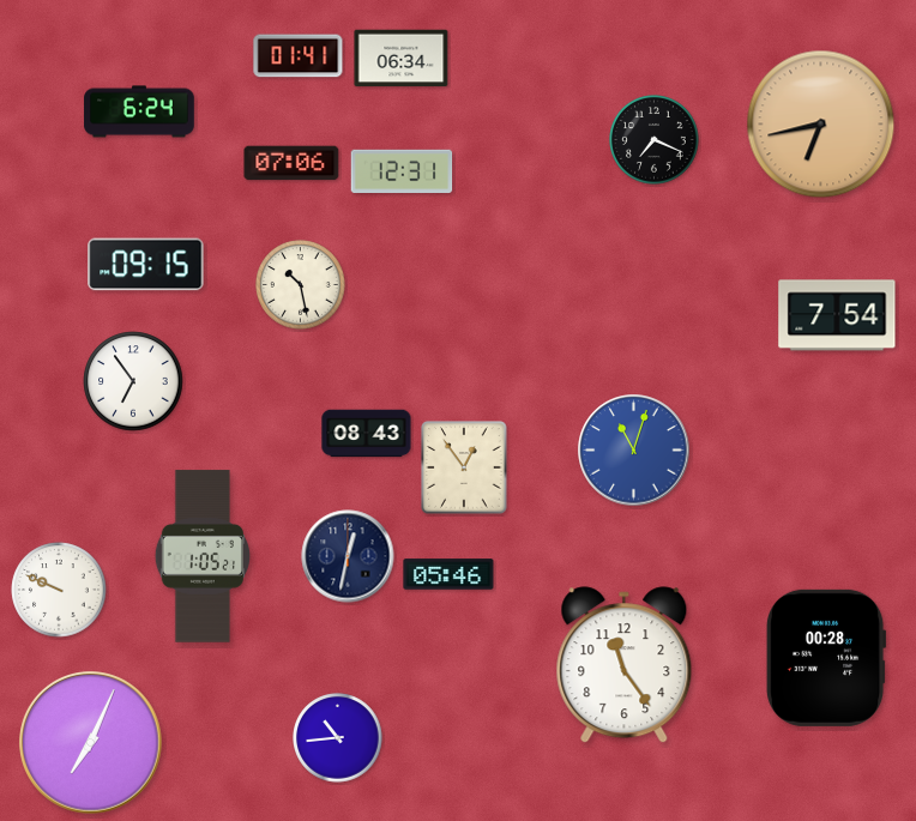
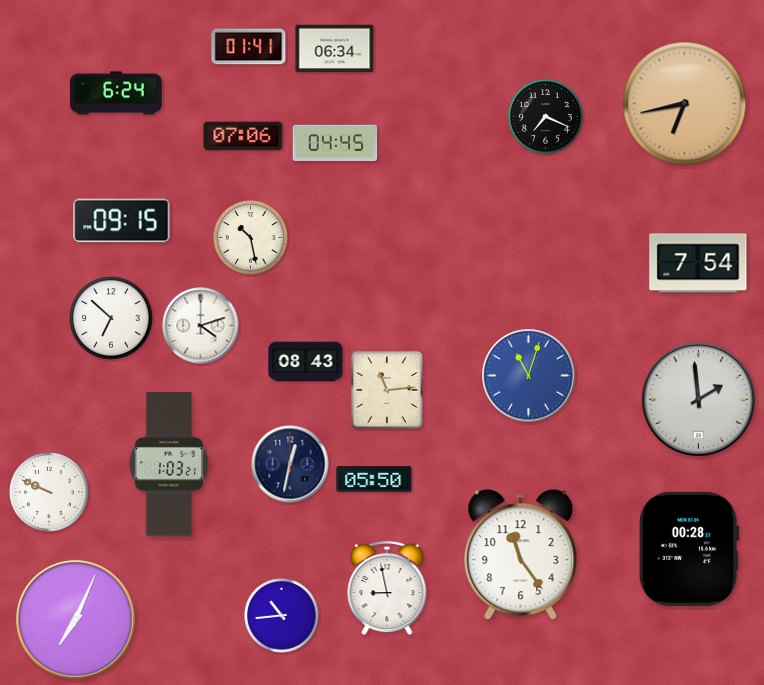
clock at (402, 171): 12:31 -> 04:45
clock at (133, 381): 6:54 -> 6:52
clock at (201, 326): none -> 4:12
clock at (464, 467): 12:54 -> 11:14
clock at (699, 400): none -> 1:59
clock at (203, 556): 1:05 -> 1:03
clock at (448, 574): 05:46 -> 05:50
clock at (387, 588): none -> 8:58
